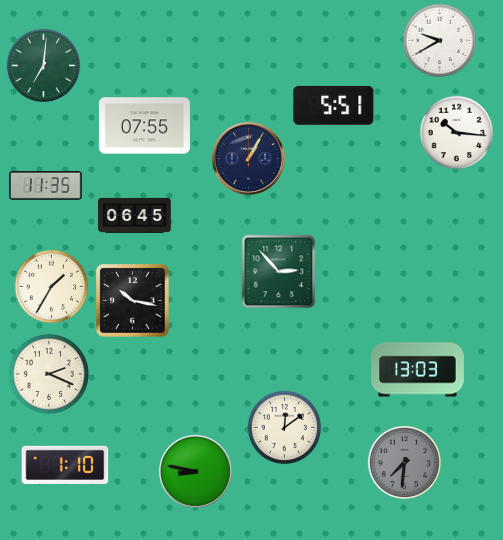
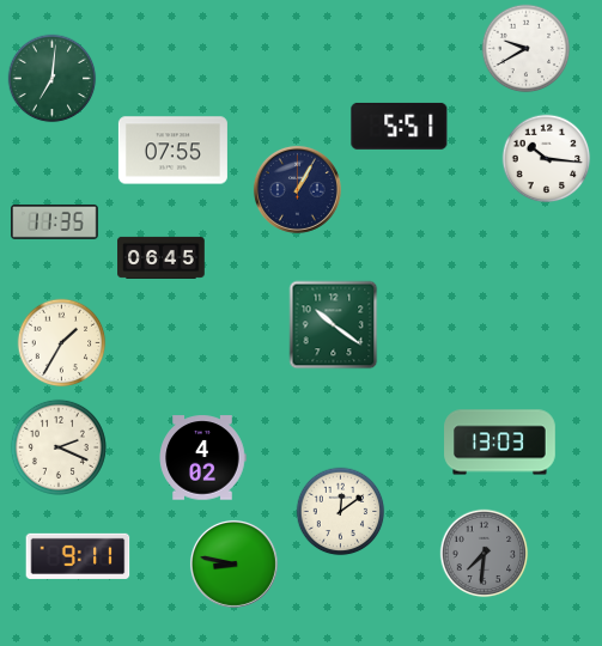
clock at (279, 272): 2:53 -> 10:21
clock at (133, 301): 10:17 -> none
clock at (202, 458): none -> 4:02
clock at (65, 465): 1:10 -> 9:11
